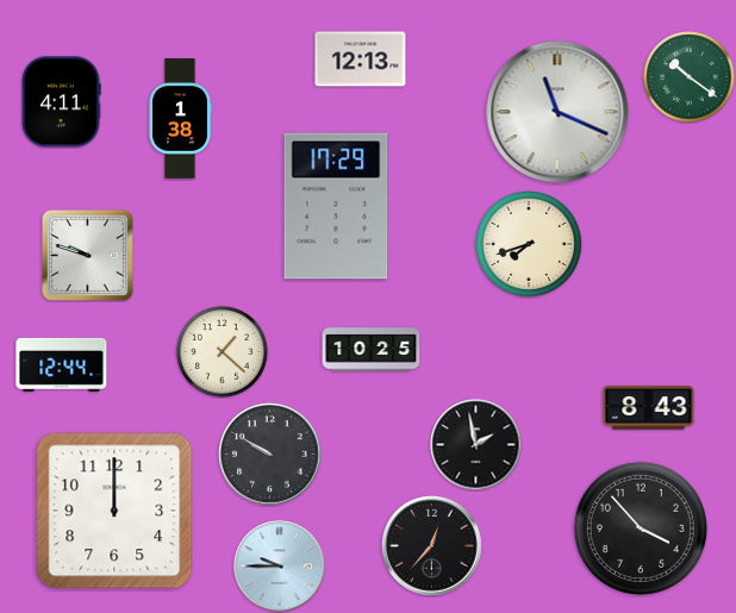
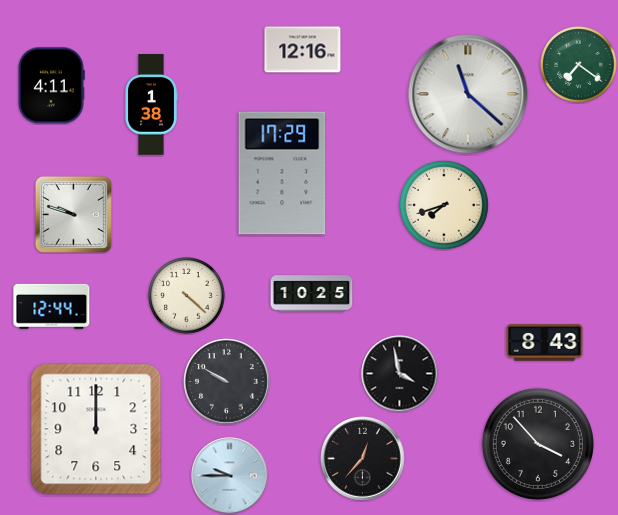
clock at (361, 60): 12:13 -> 12:16
clock at (690, 77): 10:21 -> 7:21
clock at (557, 112): 11:19 -> 11:22
clock at (180, 119) position: (180, 119) -> (151, 105)
clock at (223, 352): 1:22 -> 4:22
clock at (476, 445): 1:58 -> 3:58
clock at (280, 567) position: (280, 567) -> (230, 476)
